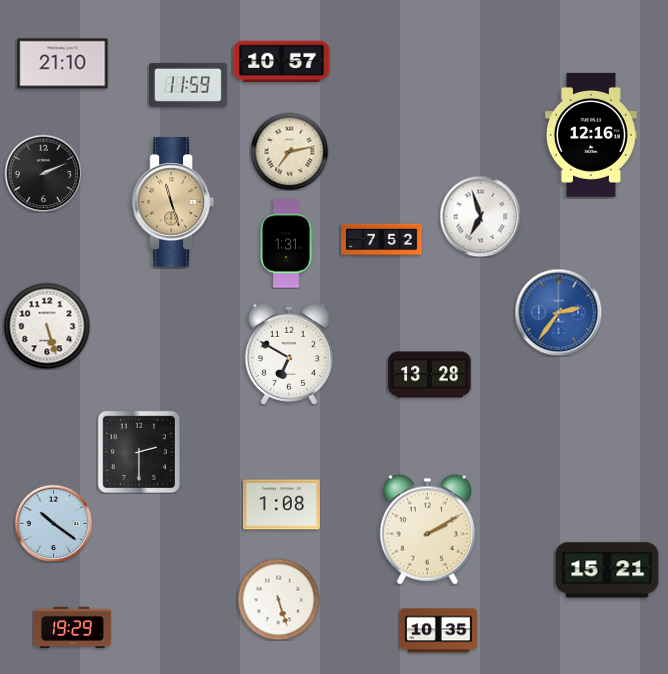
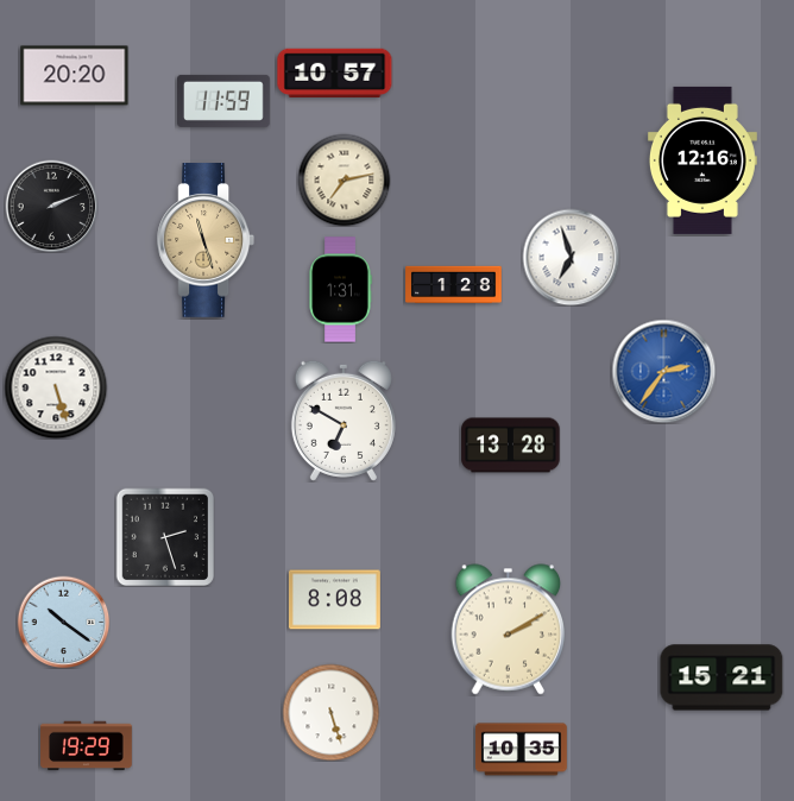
clock at (63, 64): 21:10 -> 20:20
clock at (382, 240): 7:52 -> 1:28
clock at (139, 452): 2:30 -> 2:27
clock at (281, 505): 1:08 -> 8:08
